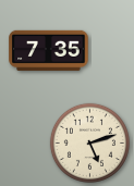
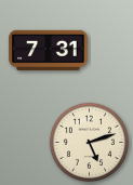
clock at (49, 50): 7:35 -> 7:31
